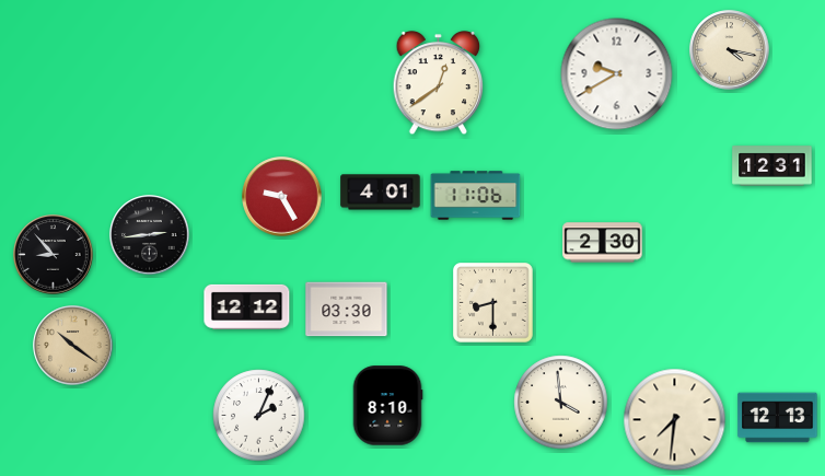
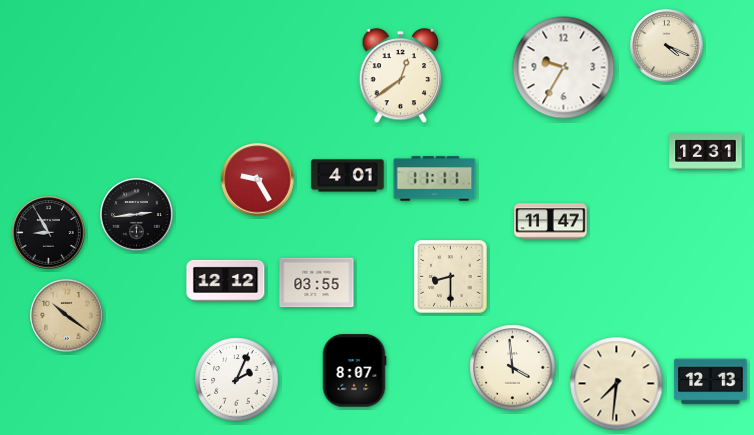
clock at (730, 50): 4:17 -> 4:19
clock at (617, 74): 9:40 -> 9:35
clock at (476, 196): 11:06 -> 11:11
clock at (603, 243): 2:30 -> 11:47
clock at (54, 255): 8:53 -> 8:55
clock at (347, 310): 03:30 -> 03:55
clock at (387, 406): 8:10 -> 8:07
